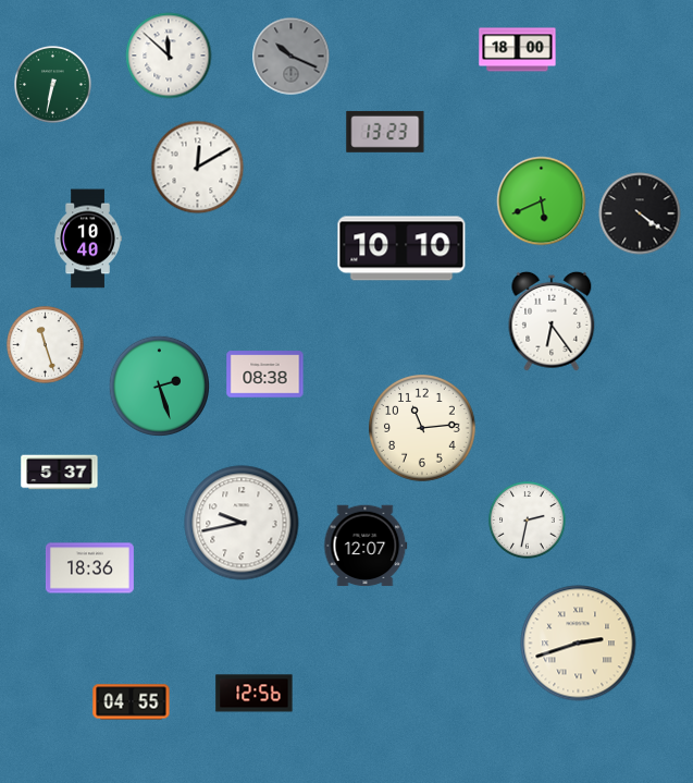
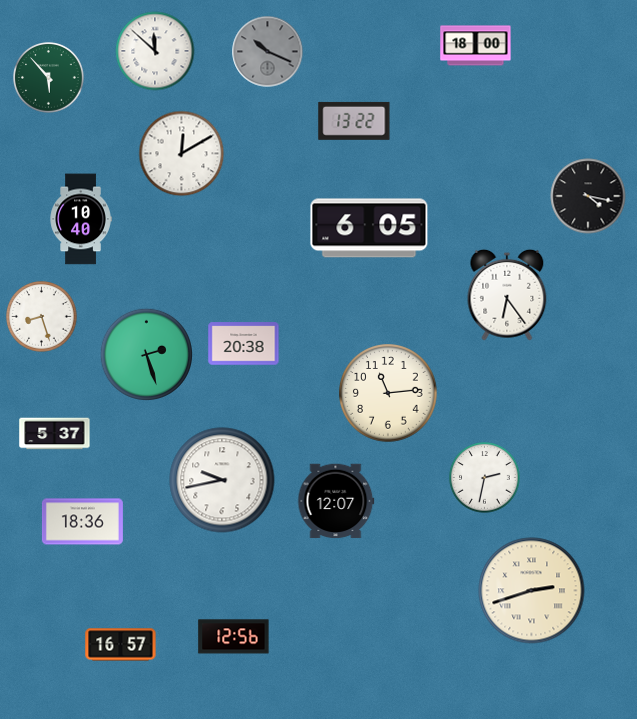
clock at (53, 85): 6:32 -> 5:53
clock at (385, 132): 13:23 -> 13:22
clock at (542, 201): 5:41 -> none
clock at (640, 213): 4:21 -> 4:17
clock at (401, 248): 10:10 -> 6:05
clock at (46, 345): 11:27 -> 8:27
clock at (265, 375): 08:38 -> 20:38
clock at (132, 702): 04:55 -> 16:57
